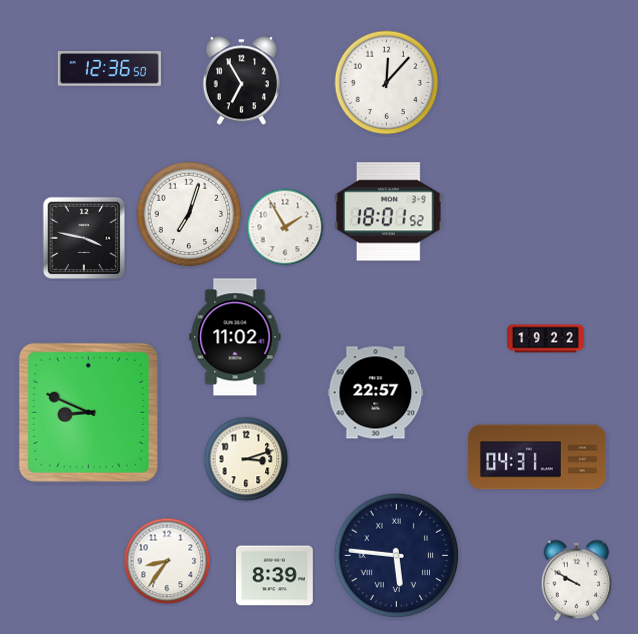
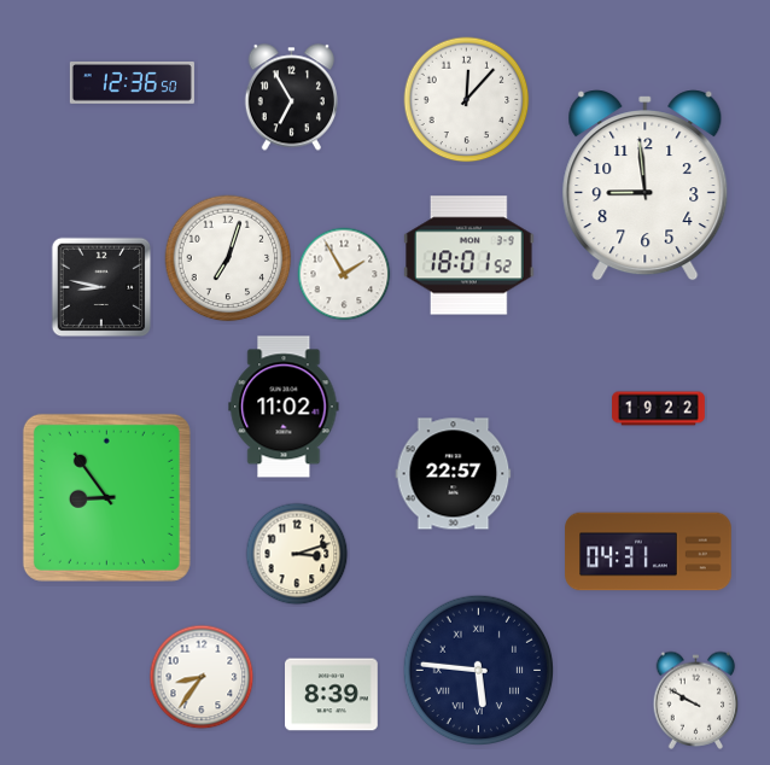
clock at (646, 186): none -> 8:59
clock at (84, 238): 3:47 -> 8:47
clock at (88, 412): 8:49 -> 8:54
